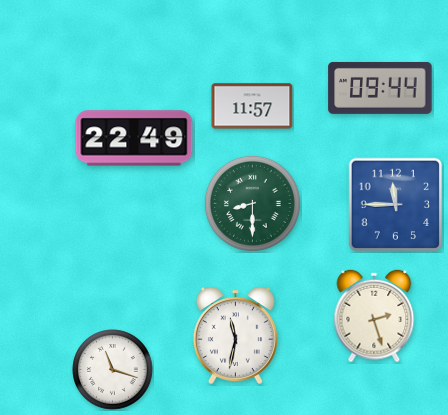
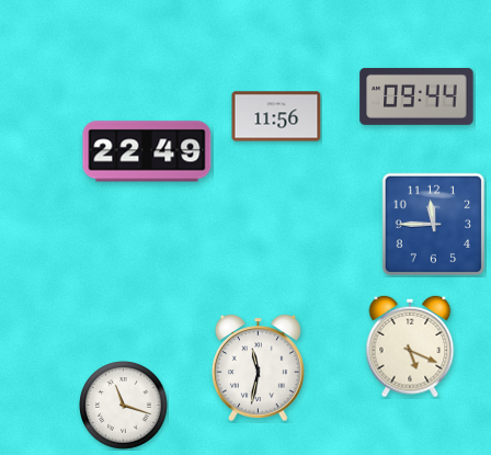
clock at (252, 106): 11:57 -> 11:56
clock at (252, 203): 8:30 -> none
clock at (374, 316): 2:27 -> 5:19
